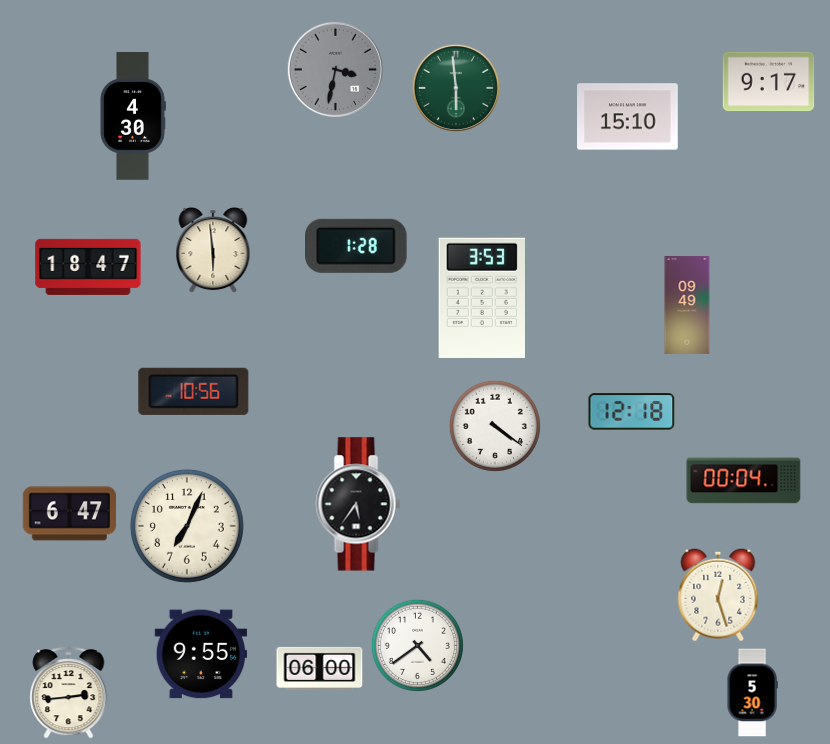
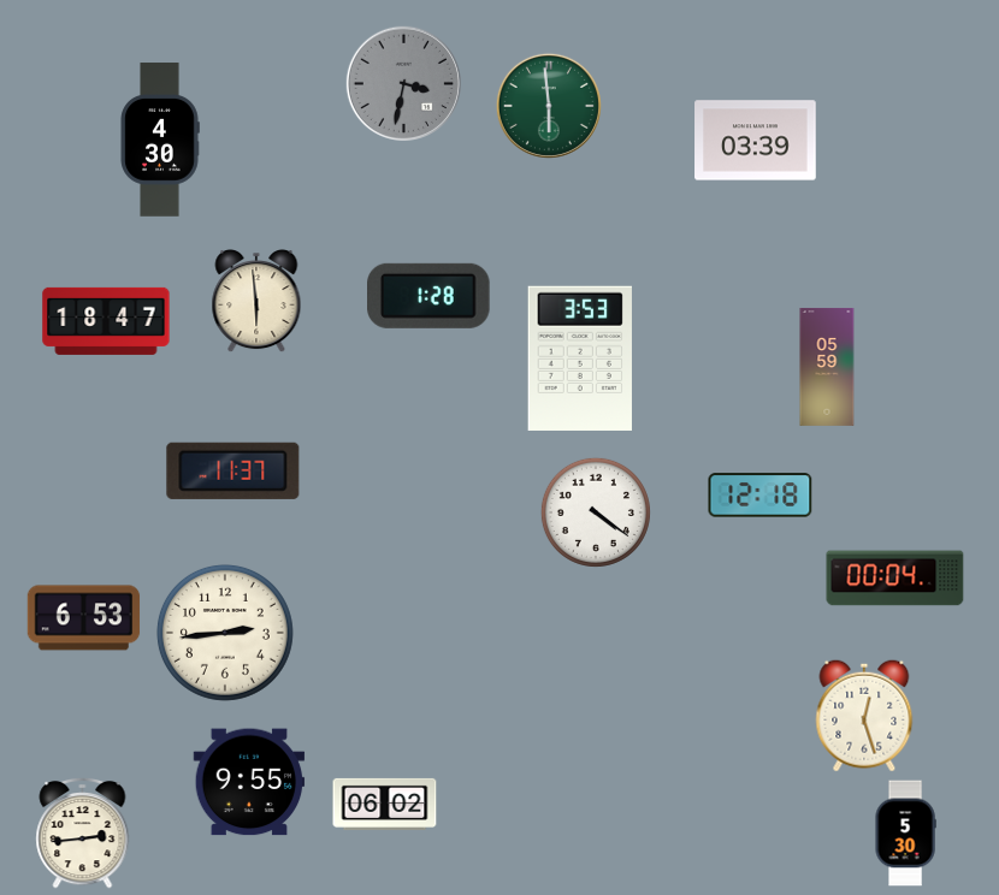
clock at (769, 82): 9:17 -> none
clock at (628, 117): 15:10 -> 03:39
clock at (687, 305): 09:49 -> 05:59
clock at (194, 391): 10:56 -> 11:37
clock at (358, 504): 5:36 -> none
clock at (70, 514): 6:47 -> 6:53
clock at (187, 526): 7:04 -> 2:44
clock at (417, 645): 4:39 -> none
clock at (201, 654) position: (201, 654) -> (249, 782)
clock at (320, 668): 06:00 -> 06:02
